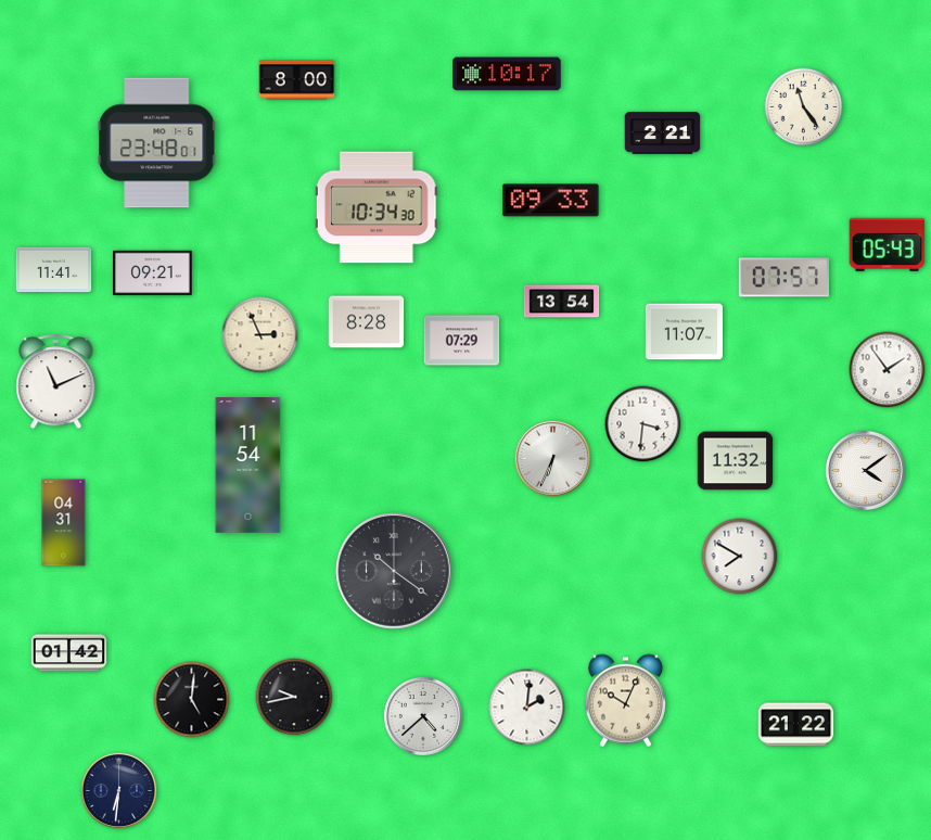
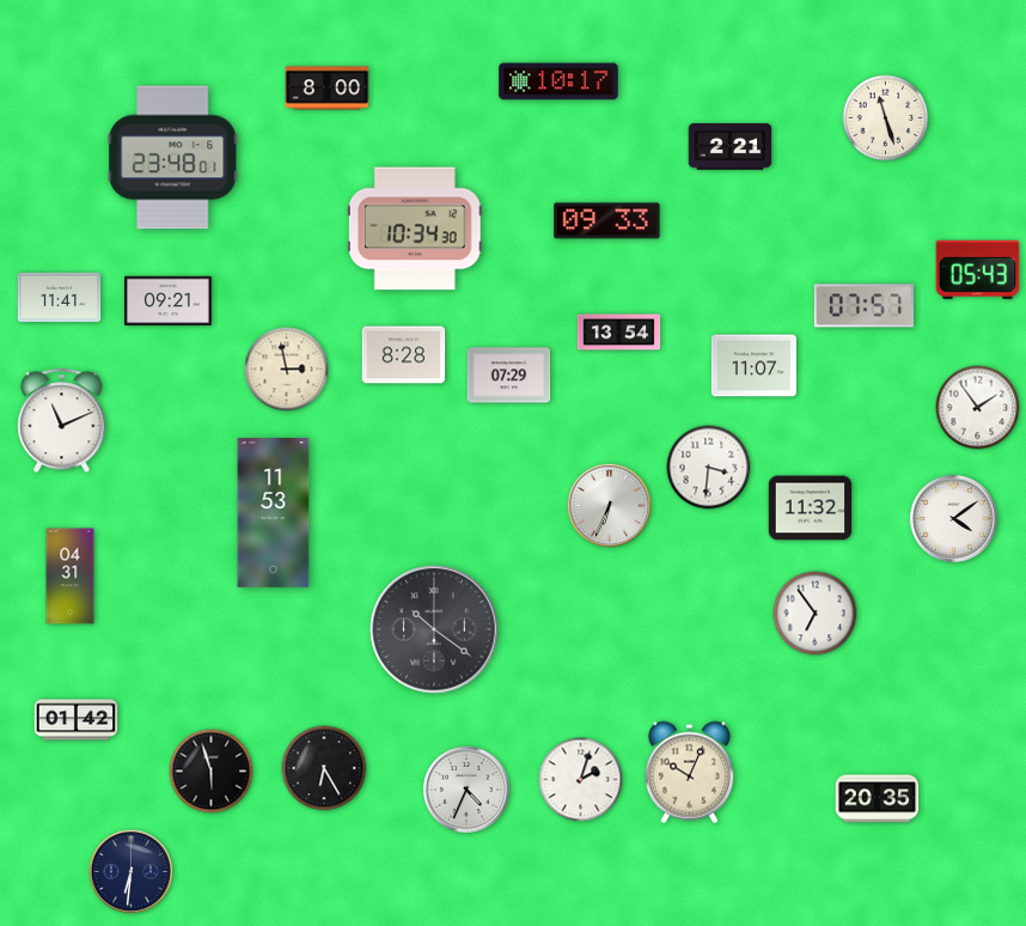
clock at (804, 107): 11:24 -> 11:27
clock at (260, 335): 2:56 -> 2:58
clock at (248, 466): 11:54 -> 11:53
clock at (740, 557): 7:50 -> 6:54
clock at (294, 697): 9:43 -> 6:25
clock at (192, 700): 5:01 -> 5:57
clock at (527, 708): 2:01 -> 2:03
clock at (423, 716): 4:38 -> 4:34
clock at (796, 725): 21:22 -> 20:35
